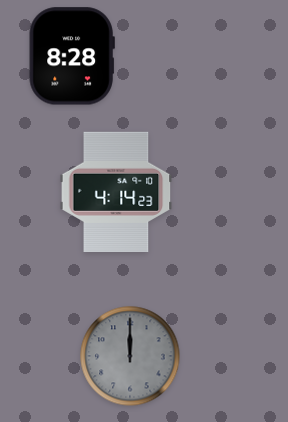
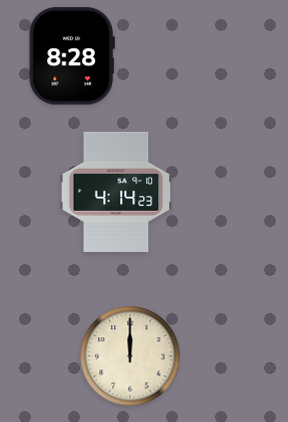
clock at (130, 356) dial: grey -> cream
